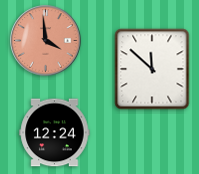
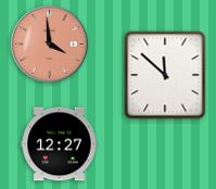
clock at (55, 133): 12:24 -> 12:27
